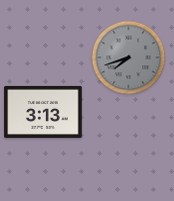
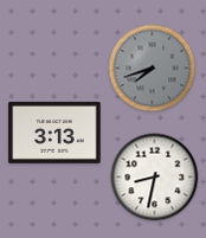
clock at (43, 112) position: (43, 112) -> (54, 133)
clock at (155, 178): none -> 8:32
